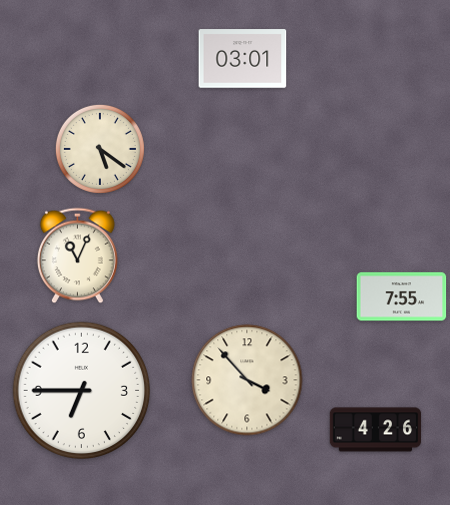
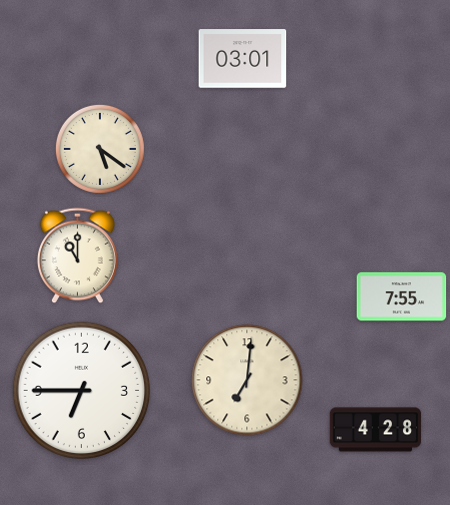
clock at (77, 256): 11:04 -> 11:00
clock at (247, 380): 3:53 -> 7:01
clock at (376, 430): 4:26 -> 4:28
